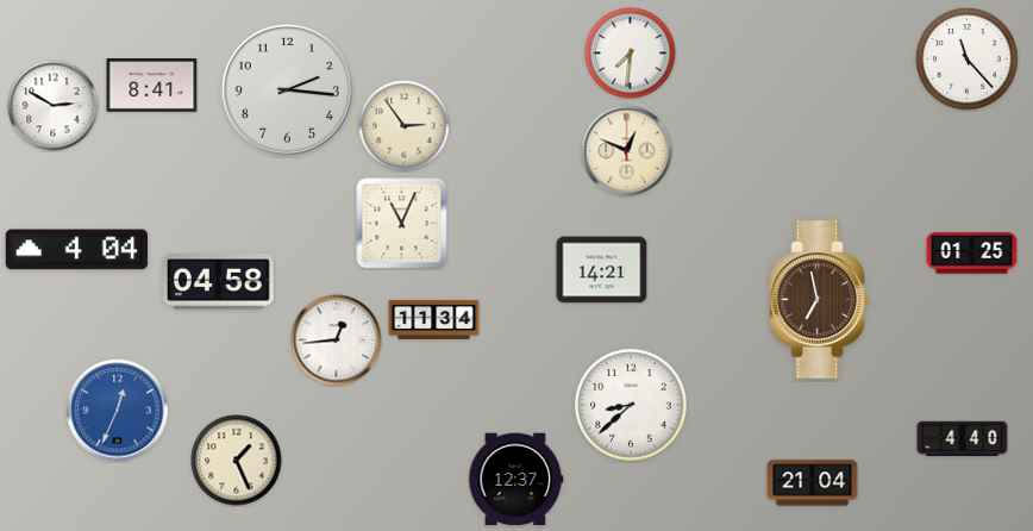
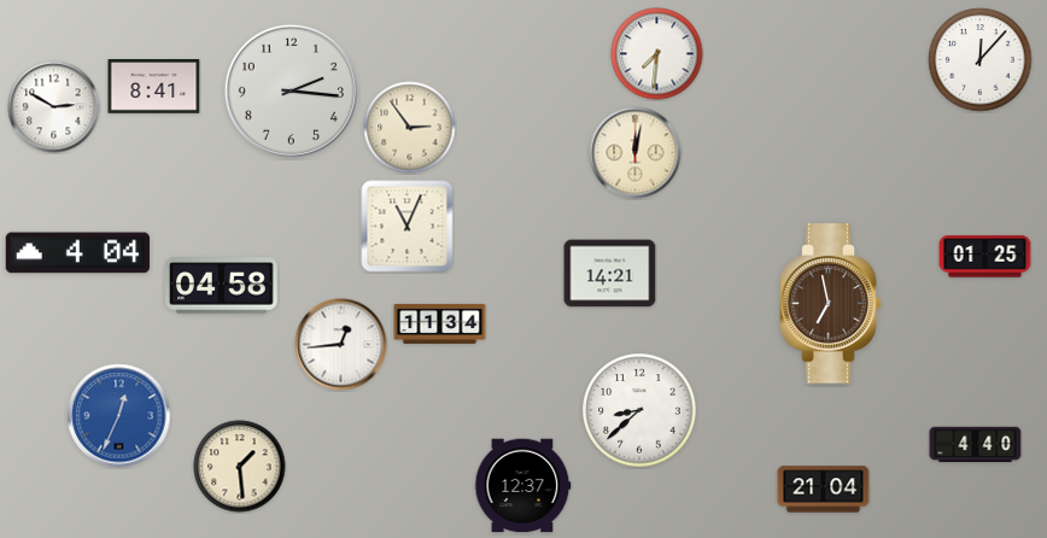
clock at (631, 54) position: (631, 54) -> (657, 54)
clock at (968, 60): 11:23 -> 12:07
clock at (627, 151): 12:49 -> 12:02
clock at (237, 461): 1:26 -> 1:29
